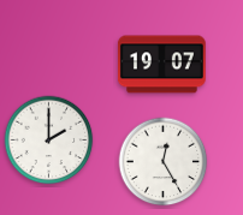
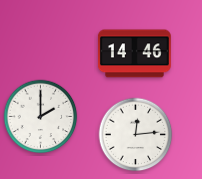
clock at (162, 65): 19:07 -> 14:46
clock at (164, 162): 12:25 -> 12:14
